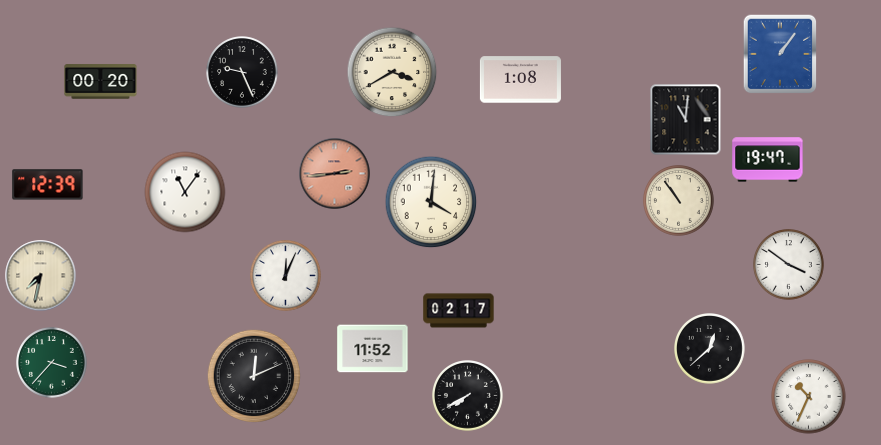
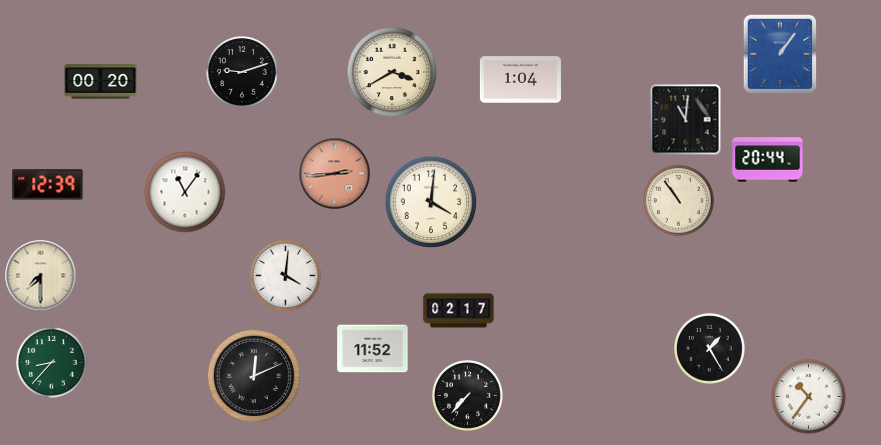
clock at (242, 72): 9:26 -> 9:12
clock at (520, 80): 1:08 -> 1:04
clock at (768, 160): 19:47 -> 20:44
clock at (789, 265): 3:51 -> none
clock at (41, 276): 7:32 -> 7:30
clock at (286, 276): 12:04 -> 4:01
clock at (710, 349): 12:38 -> 1:25
clock at (52, 363): 3:37 -> 8:37
clock at (468, 396): 7:40 -> 7:37
clock at (809, 397): 10:34 -> 10:36
